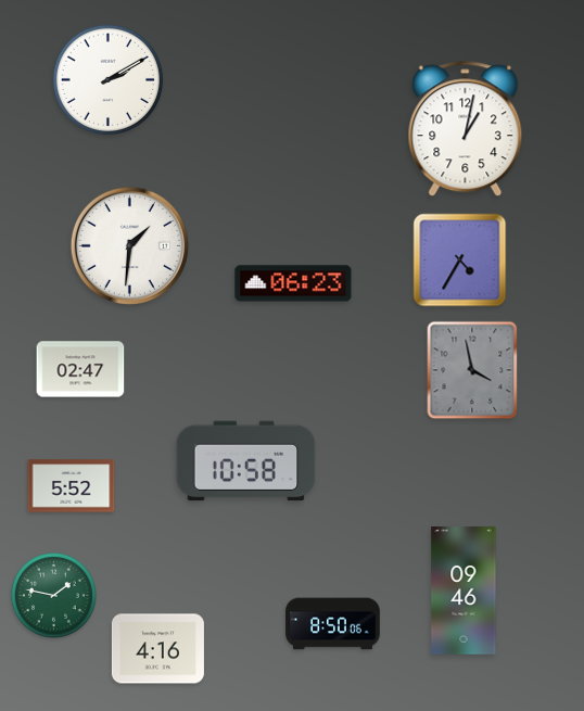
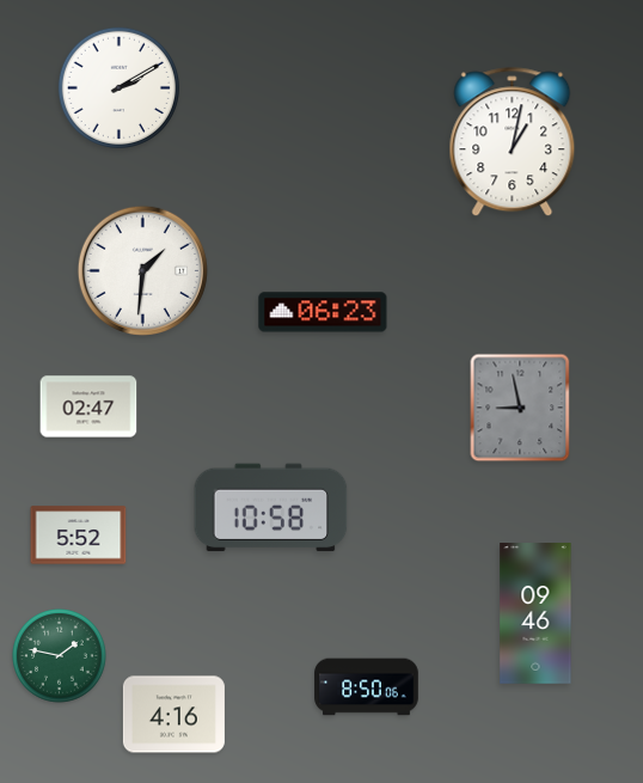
clock at (460, 261): 4:35 -> none
clock at (472, 370): 3:58 -> 8:58
clock at (464, 591) position: (464, 591) -> (535, 613)
